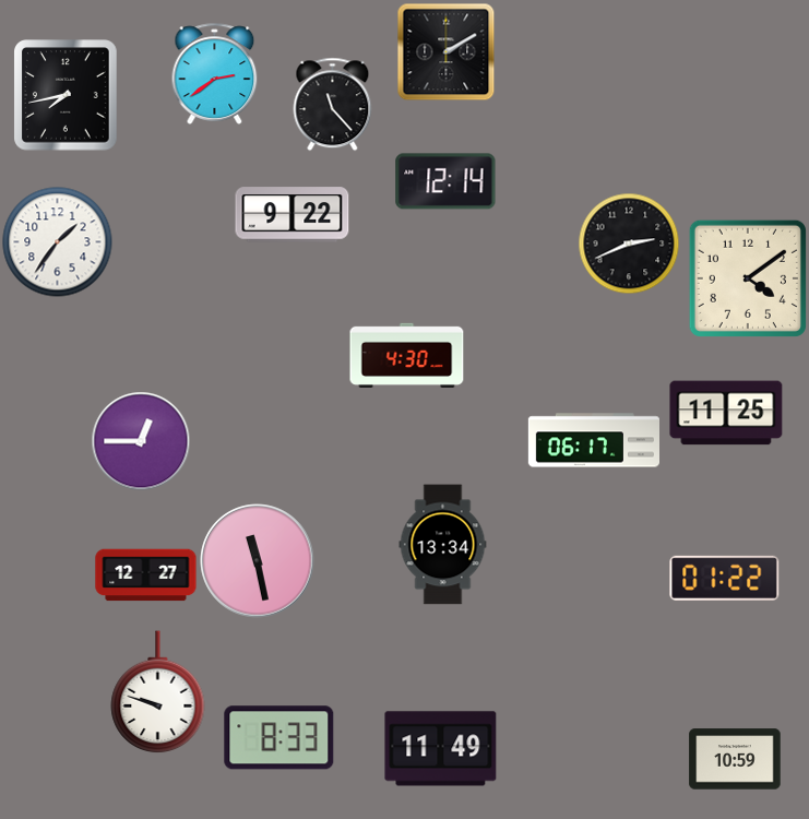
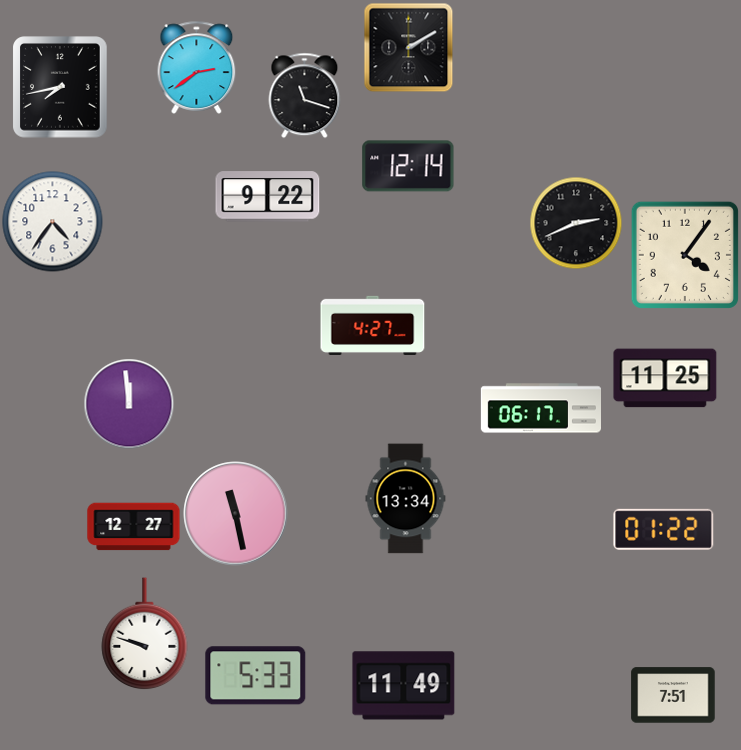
clock at (333, 104): 11:23 -> 11:18
clock at (58, 242): 1:36 -> 4:36
clock at (748, 278): 4:09 -> 4:06
clock at (407, 355): 4:30 -> 4:27
clock at (593, 440) position: (593, 440) -> (540, 408)
clock at (141, 441): 12:45 -> 11:59
clock at (279, 738): 8:33 -> 5:33
clock at (735, 759): 10:59 -> 7:51
